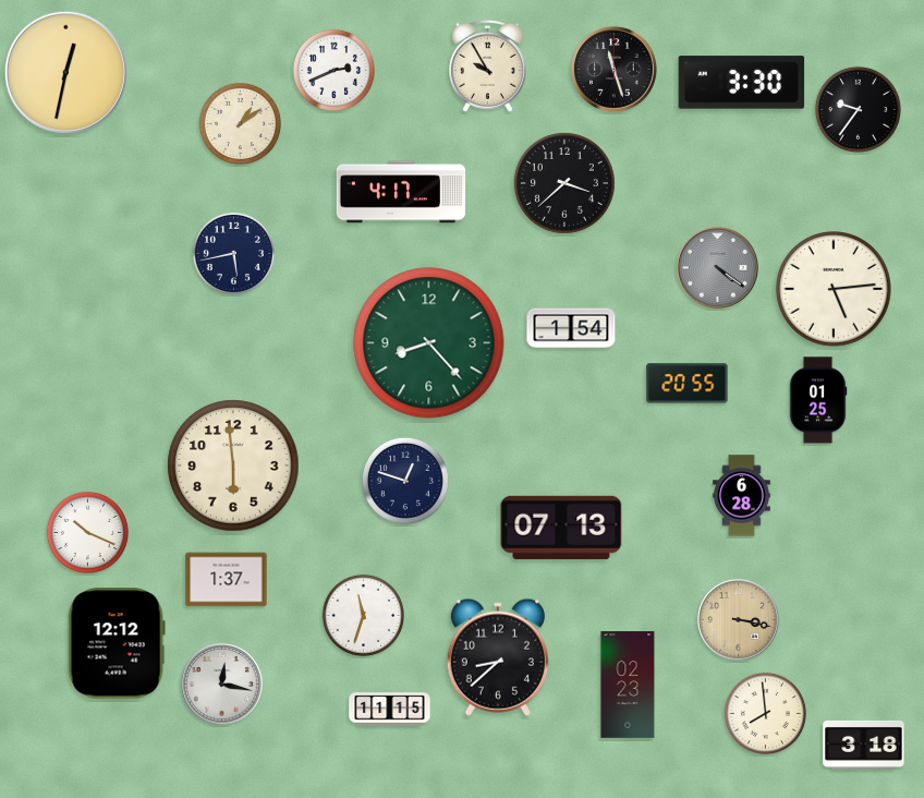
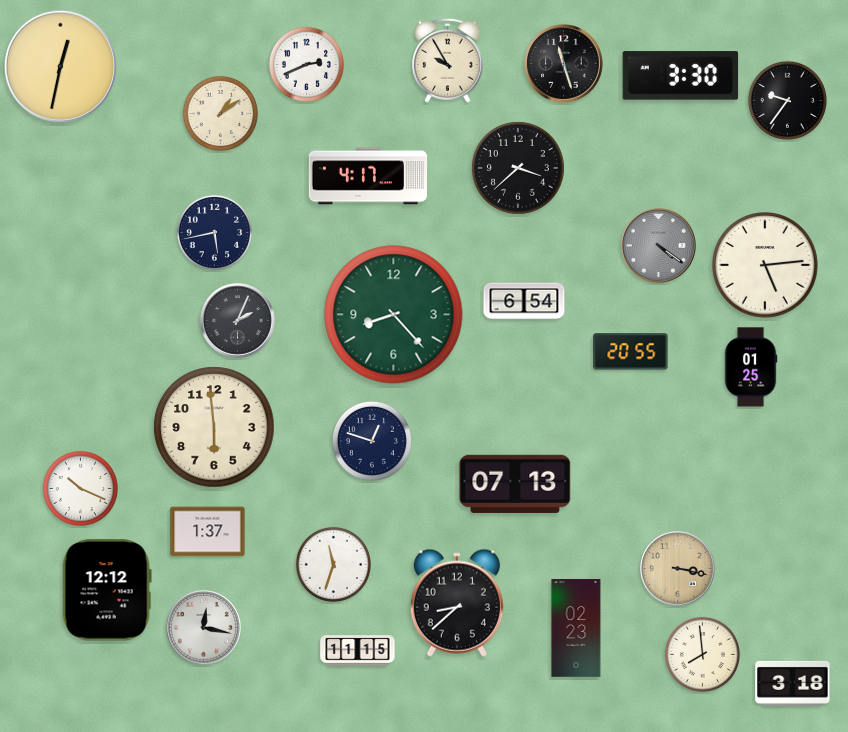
clock at (571, 328): 1:54 -> 6:54
clock at (238, 321): none -> 2:04
clock at (742, 496): 6:28 -> none
